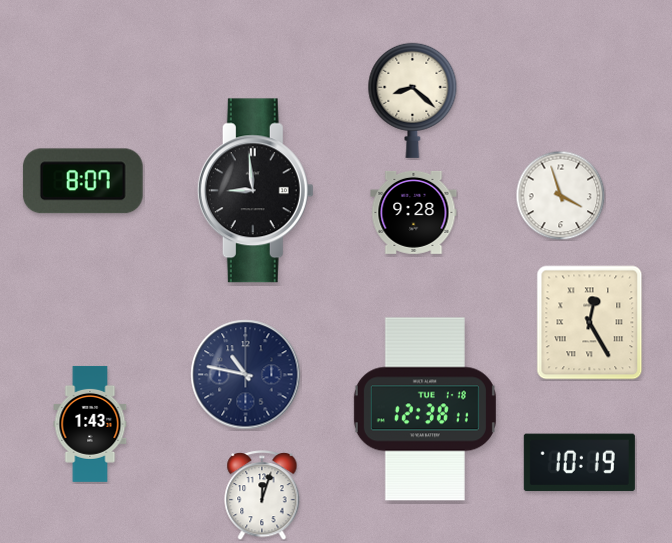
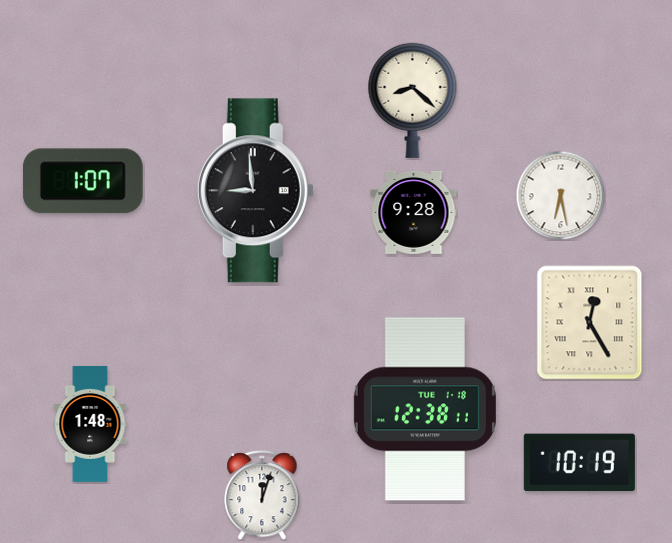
clock at (83, 181): 8:07 -> 1:07
clock at (560, 195): 3:57 -> 6:28
clock at (246, 375): 10:47 -> none
clock at (90, 424): 1:43 -> 1:48
